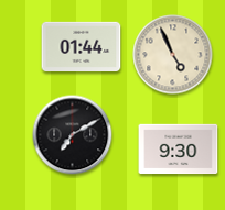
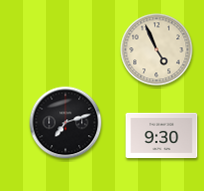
clock at (82, 46): 01:44 -> none
clock at (73, 135): 7:10 -> 7:12
